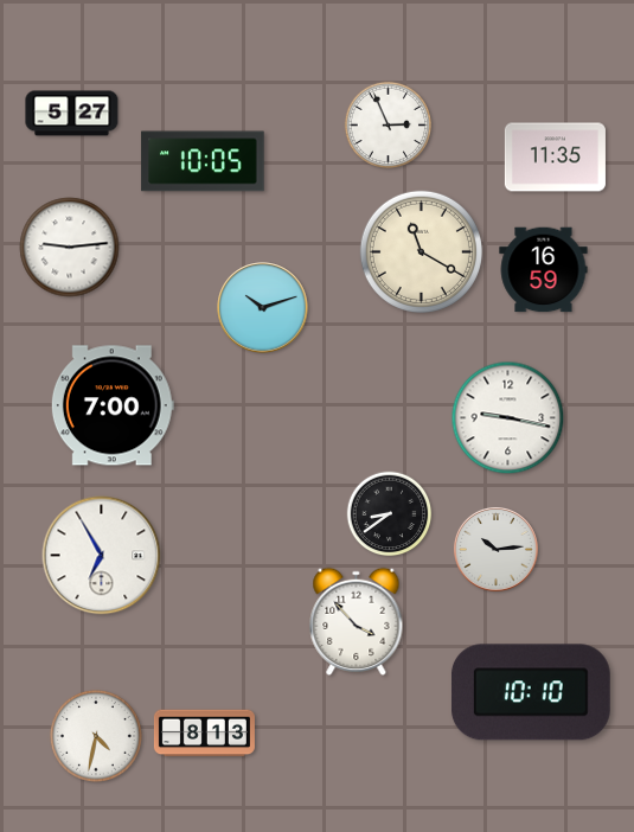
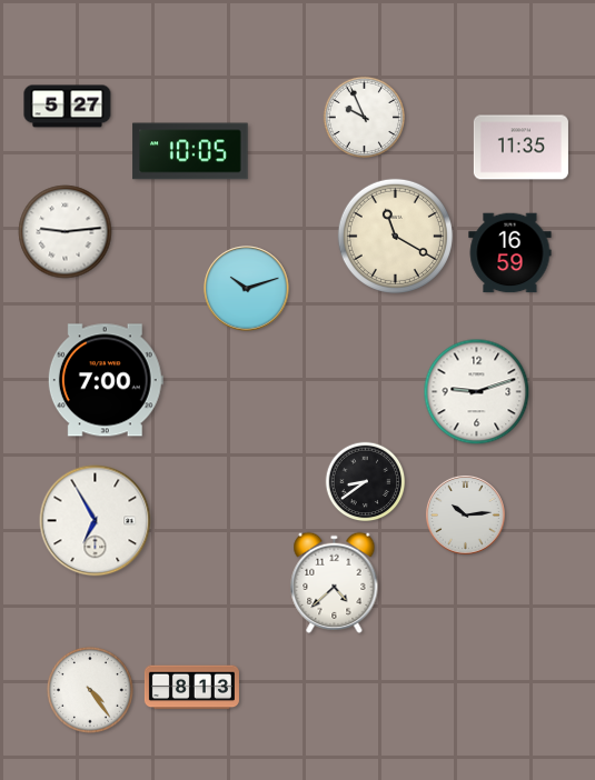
clock at (388, 124): 2:56 -> 9:56
clock at (508, 418): 9:17 -> 9:12
clock at (357, 621): 3:53 -> 4:38
clock at (531, 692): 10:10 -> none
clock at (96, 736): 4:32 -> 4:24
